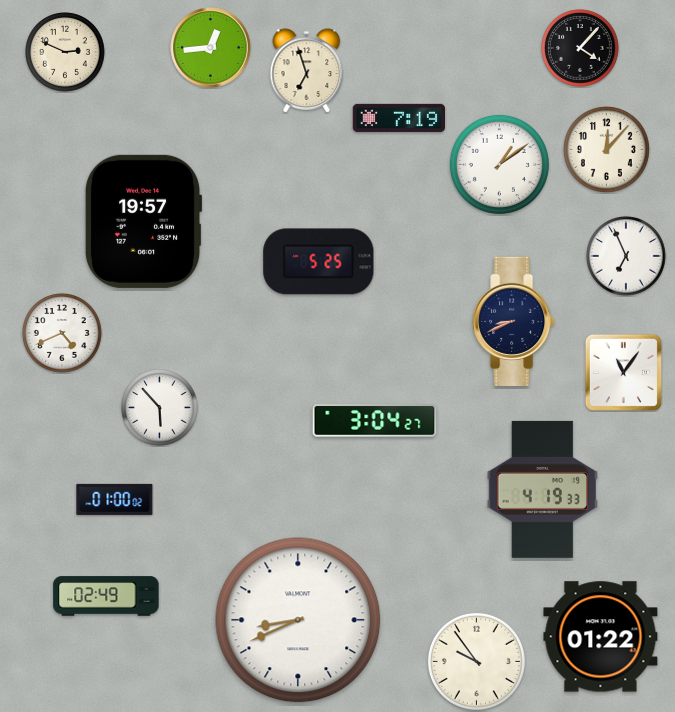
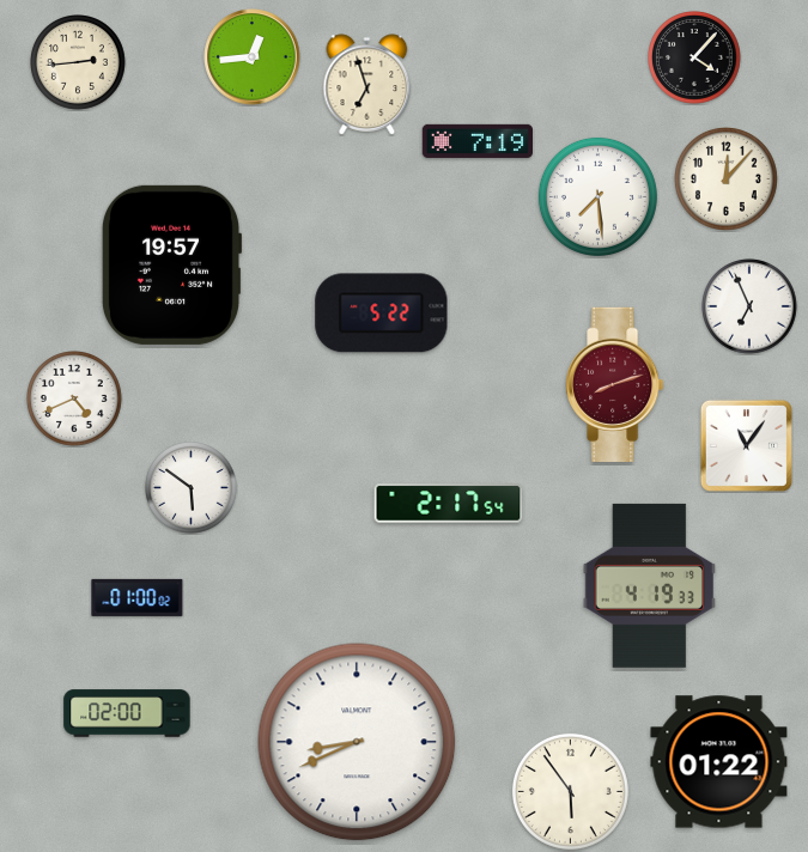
clock at (65, 53): 2:49 -> 2:44
clock at (499, 164): 1:09 -> 7:29
clock at (319, 262): 5:25 -> 5:22
clock at (514, 321): 8:41 -> 8:12
clock at (514, 321) dial: navy -> burgundy
clock at (160, 408): 5:53 -> 5:51
clock at (375, 421): 3:04 -> 2:17
clock at (106, 596): 02:49 -> 02:00
clock at (476, 661): 9:54 -> 5:54
